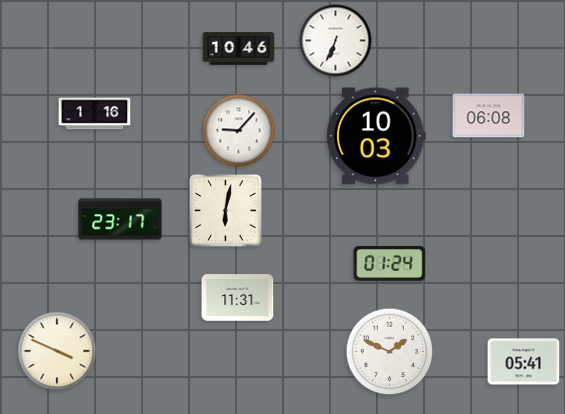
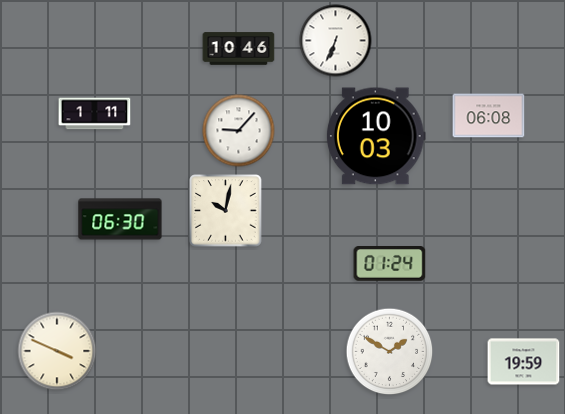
clock at (95, 114): 1:16 -> 1:11
clock at (226, 211): 6:02 -> 10:02
clock at (120, 219): 23:17 -> 06:30
clock at (238, 298): 11:31 -> none
clock at (390, 352): 1:49 -> 1:50
clock at (524, 362): 05:41 -> 19:59
